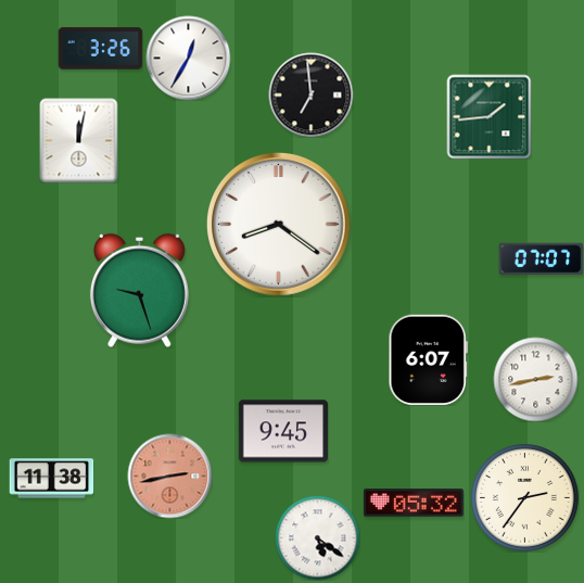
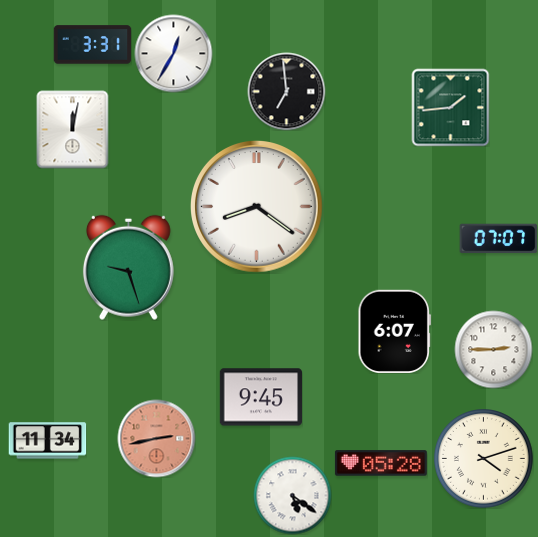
clock at (100, 49): 3:26 -> 3:31
clock at (310, 94) position: (310, 94) -> (286, 91)
clock at (535, 379): 2:43 -> 2:45
clock at (51, 479): 11:38 -> 11:34
clock at (525, 498): 2:36 -> 4:12
clock at (414, 503): 05:32 -> 05:28
